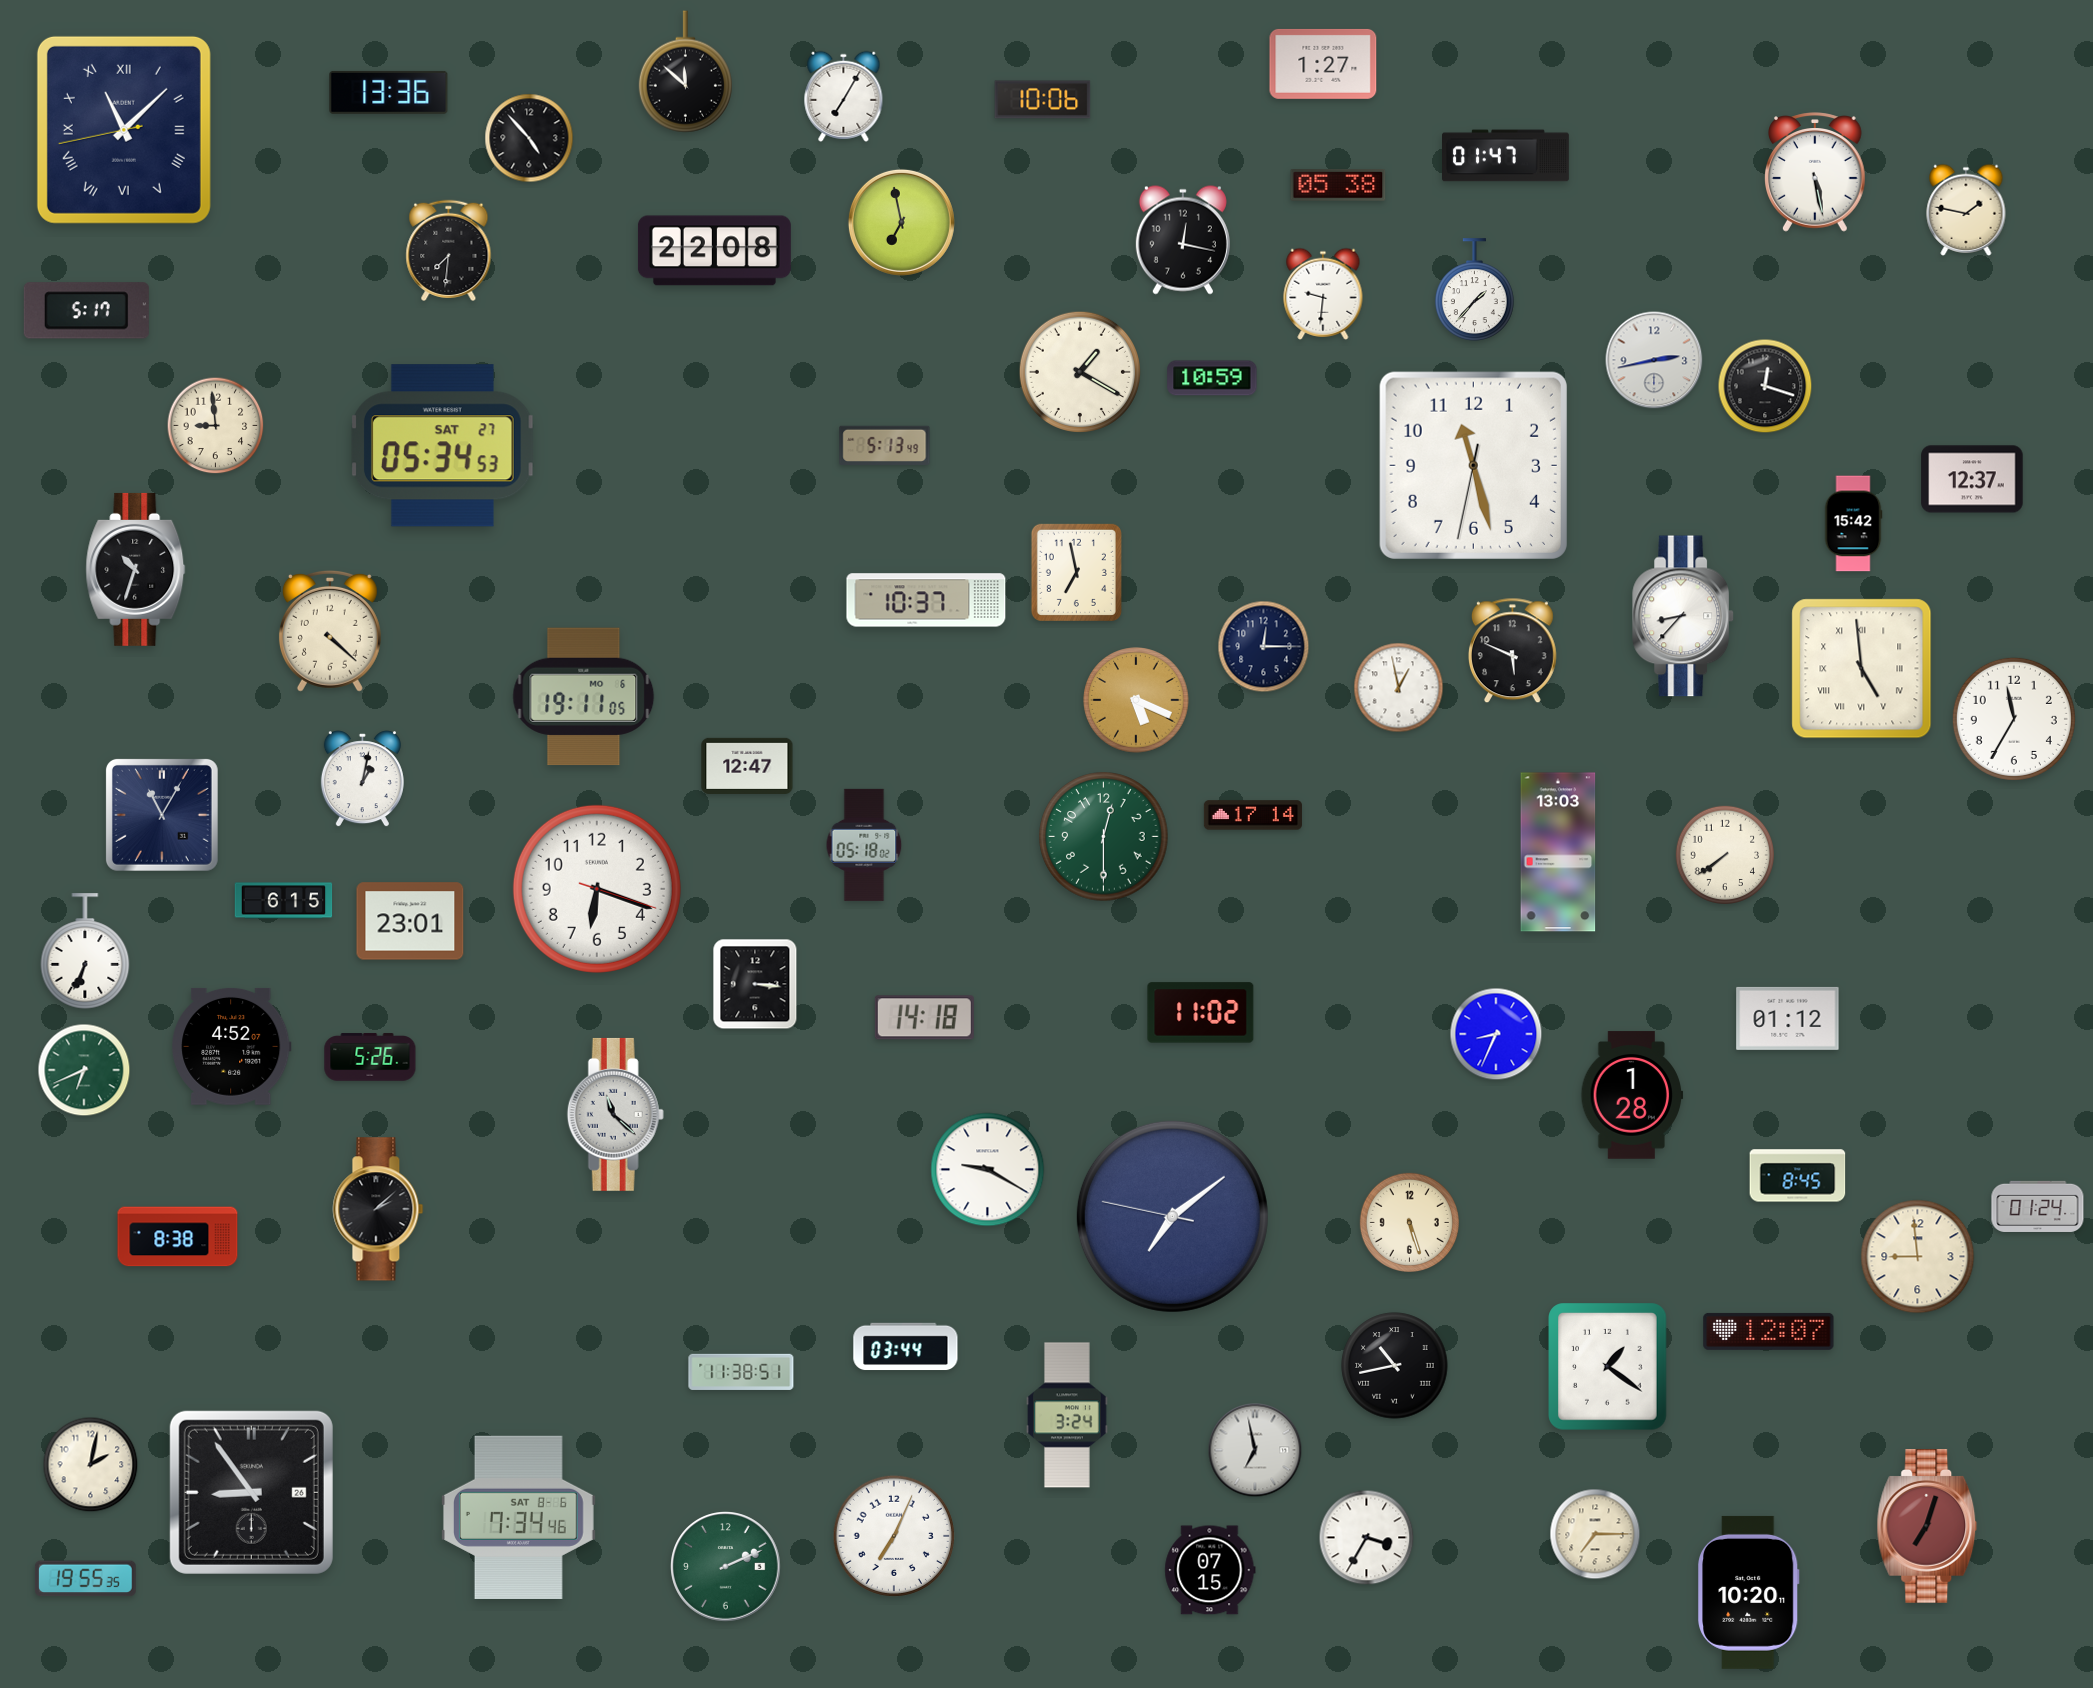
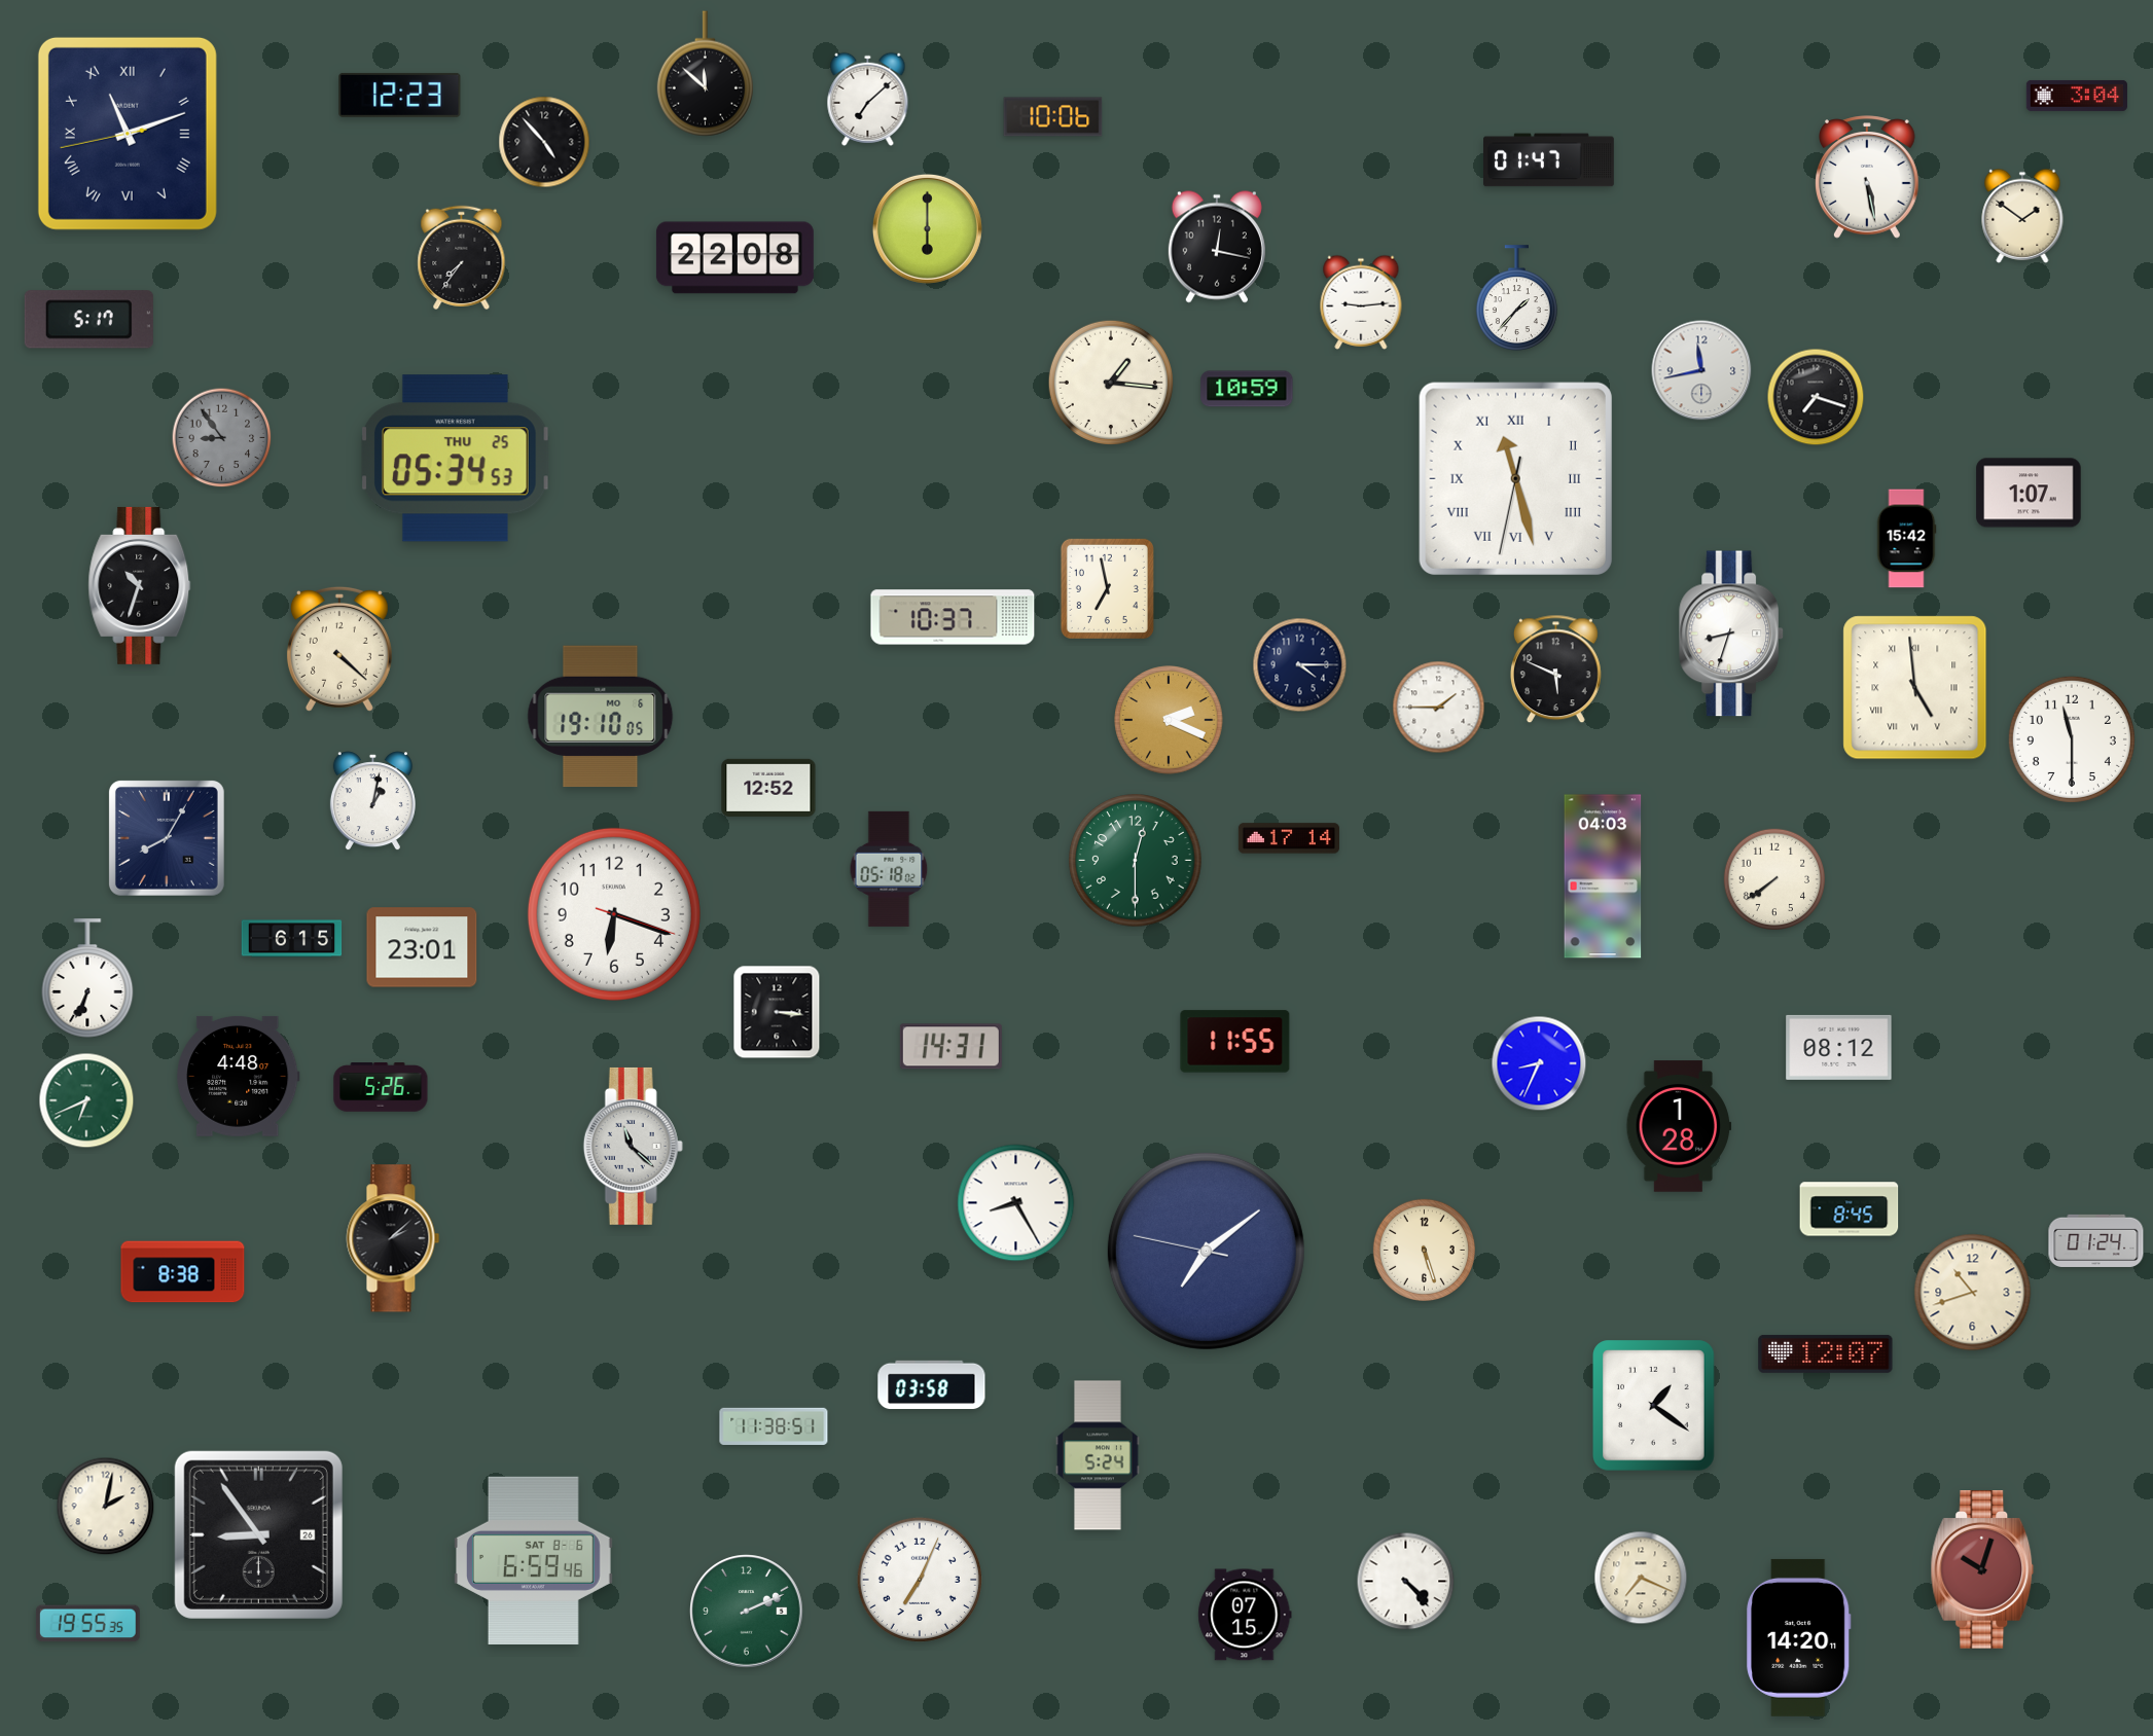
clock at (1323, 64): 1:27 -> none
clock at (389, 92): 13:36 -> 12:23
clock at (2077, 96): none -> 3:04
clock at (844, 96): 7:05 -> 7:08
clock at (1043, 100) position: (1043, 100) -> (1053, 117)
clock at (124, 130): 11:07 -> 11:11
clock at (1338, 186): 05:38 -> none
clock at (1966, 210): 1:47 -> 1:51
clock at (901, 222): 6:58 -> 6:00
clock at (449, 250): 7:31 -> 7:36
clock at (1323, 294): 9:31 -> 9:14
clock at (1654, 360): 2:43 -> 11:43
clock at (1079, 371): 1:20 -> 1:16
clock at (1765, 386): 12:18 -> 7:18
clock at (216, 426): 8:59 -> 8:54
clock at (216, 426) dial: cream -> grey
clock at (885, 445): 5:13 -> none
clock at (442, 446) date: SAT 27 -> THU 25
clock at (1473, 465) numerals: Arabic -> Roman
clock at (1972, 479): 12:37 -> 1:07
clock at (1684, 616): 8:37 -> 8:33
clock at (1264, 647): 12:15 -> 4:15
clock at (1399, 688): 12:58 -> 1:45
clock at (584, 697): 19:11 -> 19:10
clock at (1136, 700): 5:19 -> 2:19
clock at (2014, 719): 11:35 -> 11:30
clock at (747, 766): 12:47 -> 12:52
clock at (162, 815): 11:05 -> 8:05
clock at (1558, 852): 13:03 -> 04:03
clock at (284, 901) position: (284, 901) -> (292, 939)
clock at (1201, 1013): 11:02 -> 11:55
clock at (924, 1018): 14:18 -> 14:31
clock at (1788, 1018): 01:12 -> 08:12
clock at (232, 1046): 4:52 -> 4:48
clock at (988, 1170): 9:20 -> 8:25
clock at (378, 1209) position: (378, 1209) -> (393, 1238)
clock at (1409, 1222) position: (1409, 1222) -> (1424, 1250)
clock at (1918, 1257): 8:59 -> 10:42
clock at (1769, 1331) position: (1769, 1331) -> (1826, 1353)
clock at (906, 1347): 03:44 -> 03:58
clock at (1395, 1366): 10:43 -> none
clock at (741, 1372) position: (741, 1372) -> (774, 1426)
clock at (1067, 1415): 3:24 -> 5:24
clock at (1255, 1450): 6:58 -> none
clock at (91, 1465) position: (91, 1465) -> (106, 1507)
clock at (518, 1517): 7:34 -> 6:59
clock at (1927, 1527): 7:03 -> 10:03
clock at (1595, 1534): 7:15 -> 7:19
clock at (1367, 1538): 3:35 -> 4:23
clock at (1749, 1592): 10:20 -> 14:20
